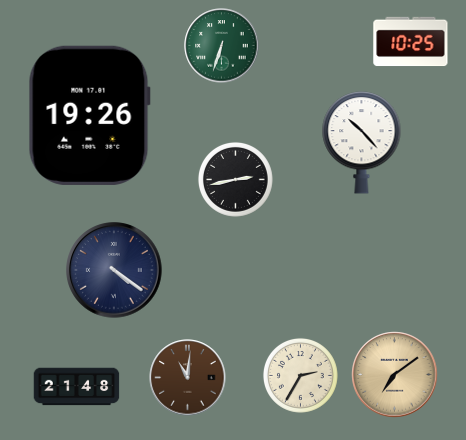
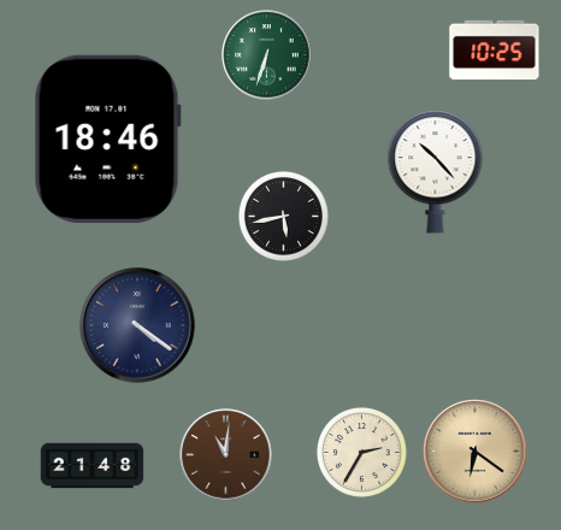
clock at (89, 115): 19:26 -> 18:46
clock at (236, 180): 2:43 -> 5:43
clock at (395, 375): 7:09 -> 6:21
